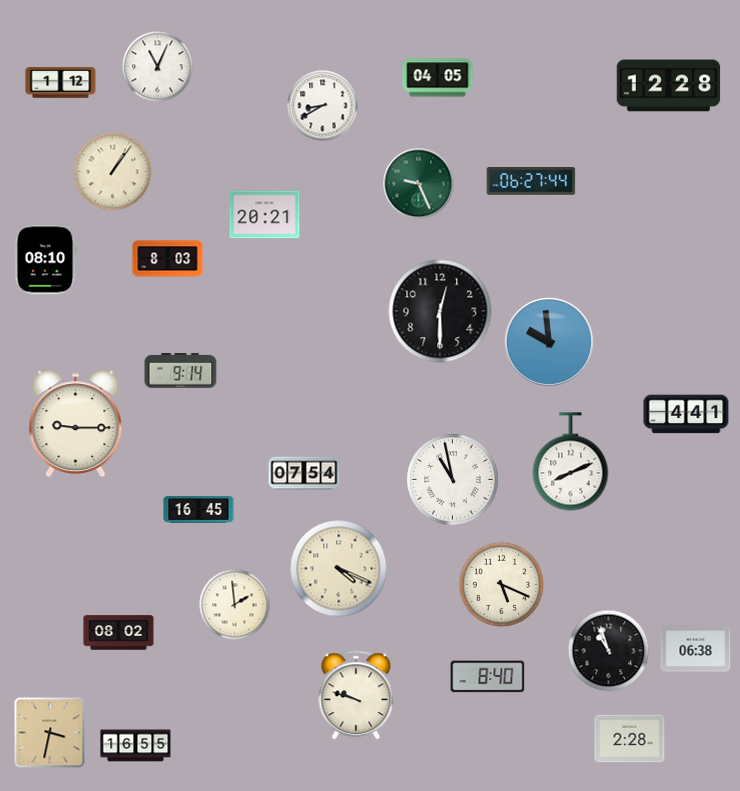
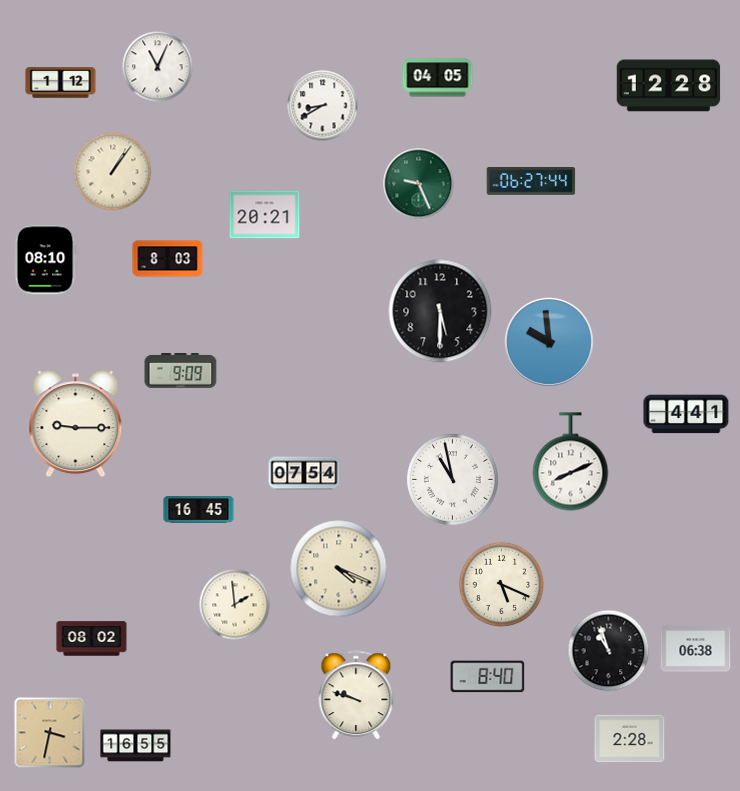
clock at (440, 311): 12:30 -> 5:30
clock at (181, 370): 9:14 -> 9:09
clock at (119, 633) position: (119, 633) -> (92, 639)
